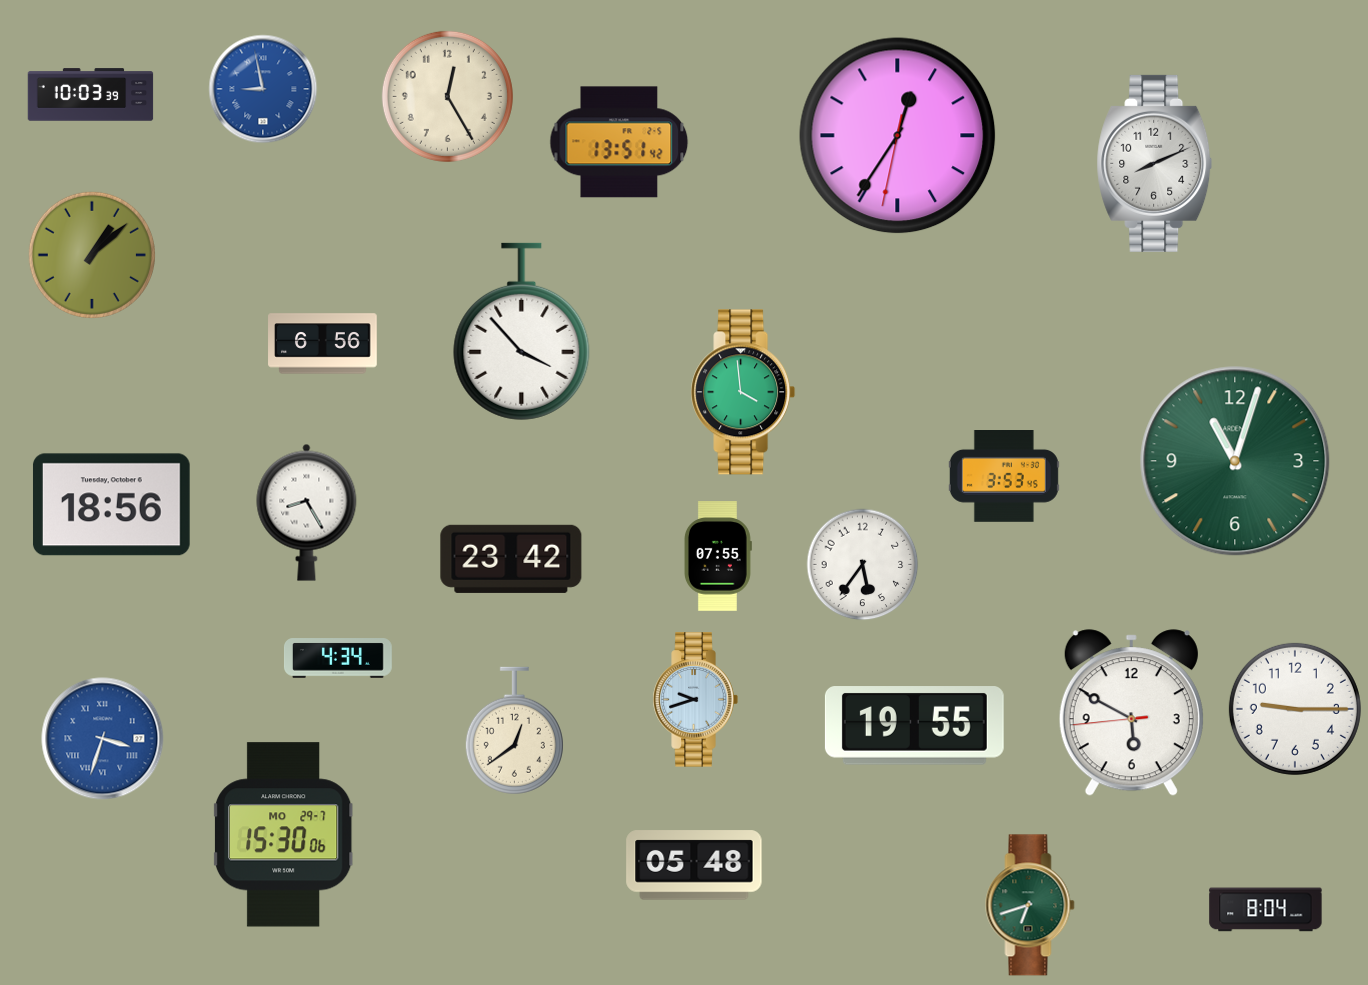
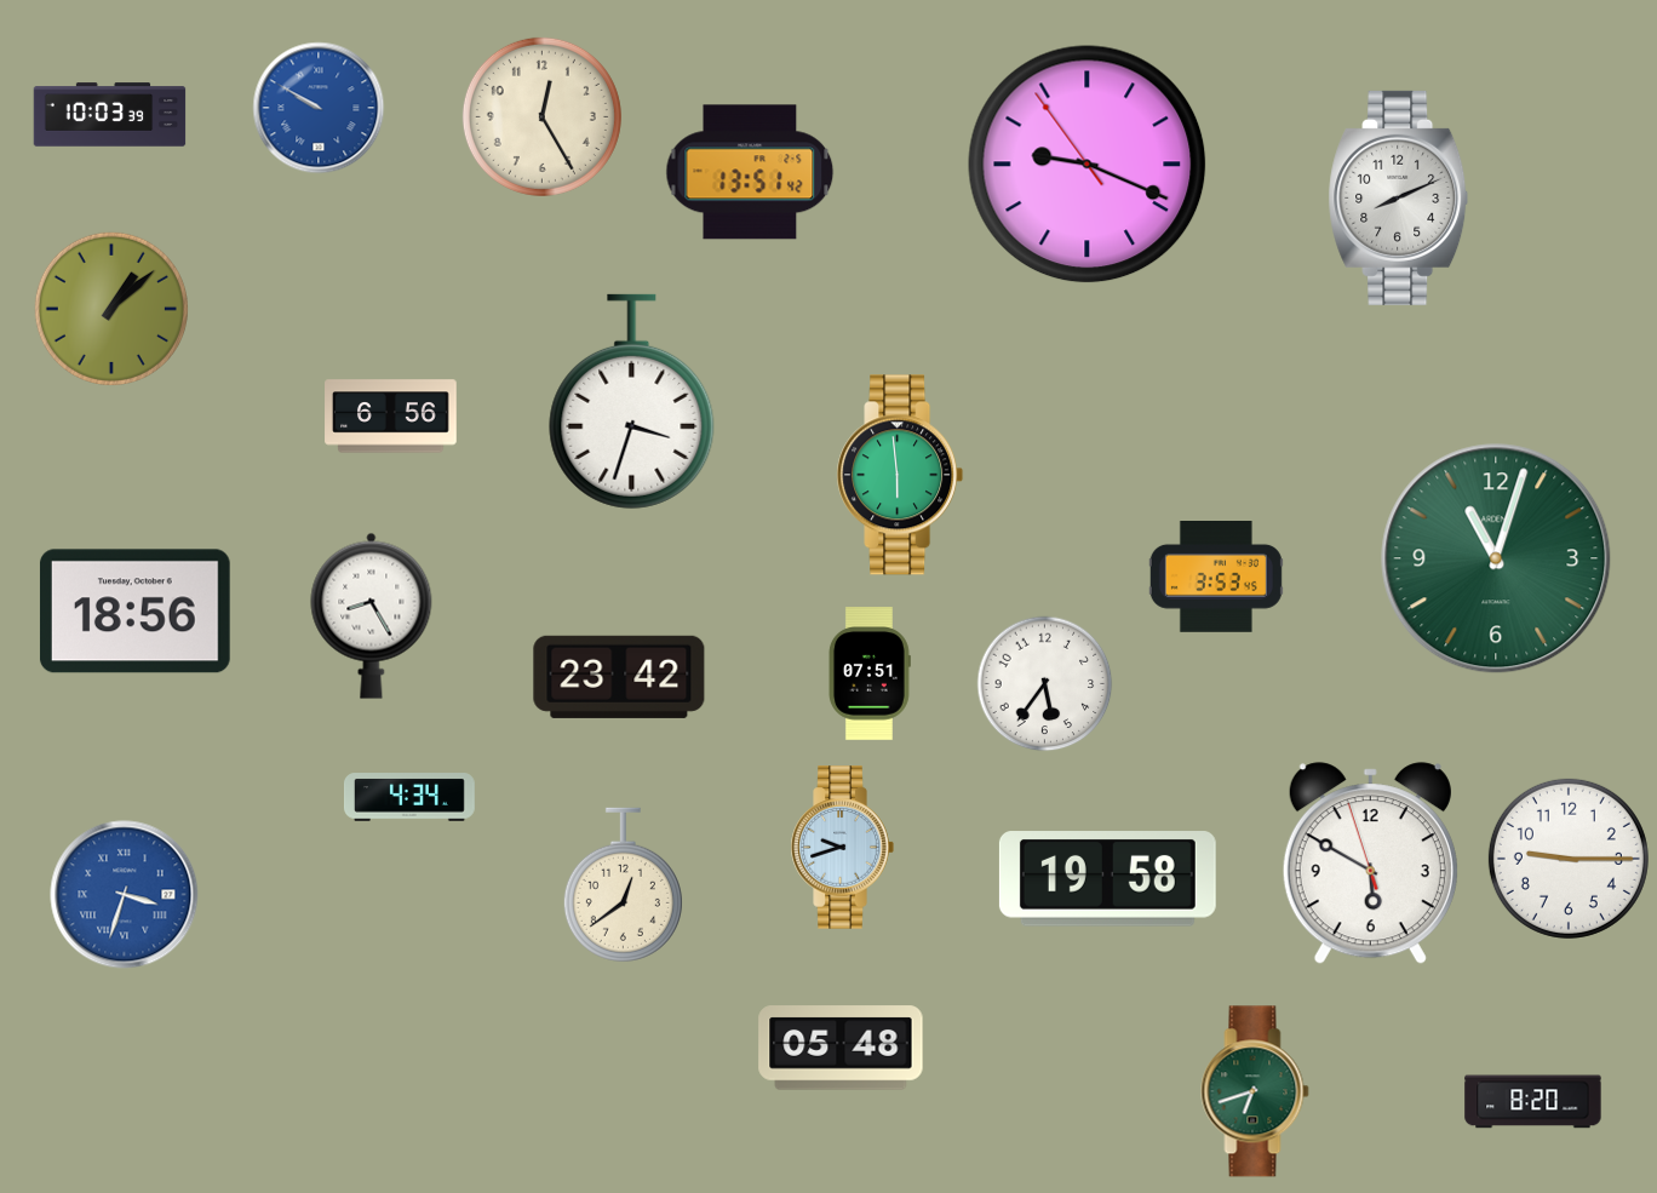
clock at (263, 89): 8:58 -> 9:50
clock at (898, 136): 12:35 -> 9:18
clock at (522, 331): 3:53 -> 3:33
clock at (743, 392): 3:59 -> 5:59
clock at (307, 512) position: (307, 512) -> (372, 615)
clock at (717, 556): 07:55 -> 07:51
clock at (1131, 713): 5:49:44 -> 5:49:57
clock at (914, 726): 19:55 -> 19:58
clock at (284, 835): 15:30 -> none
clock at (1030, 905) position: (1030, 905) -> (1255, 1091)
clock at (1266, 910): 8:04 -> 8:20
